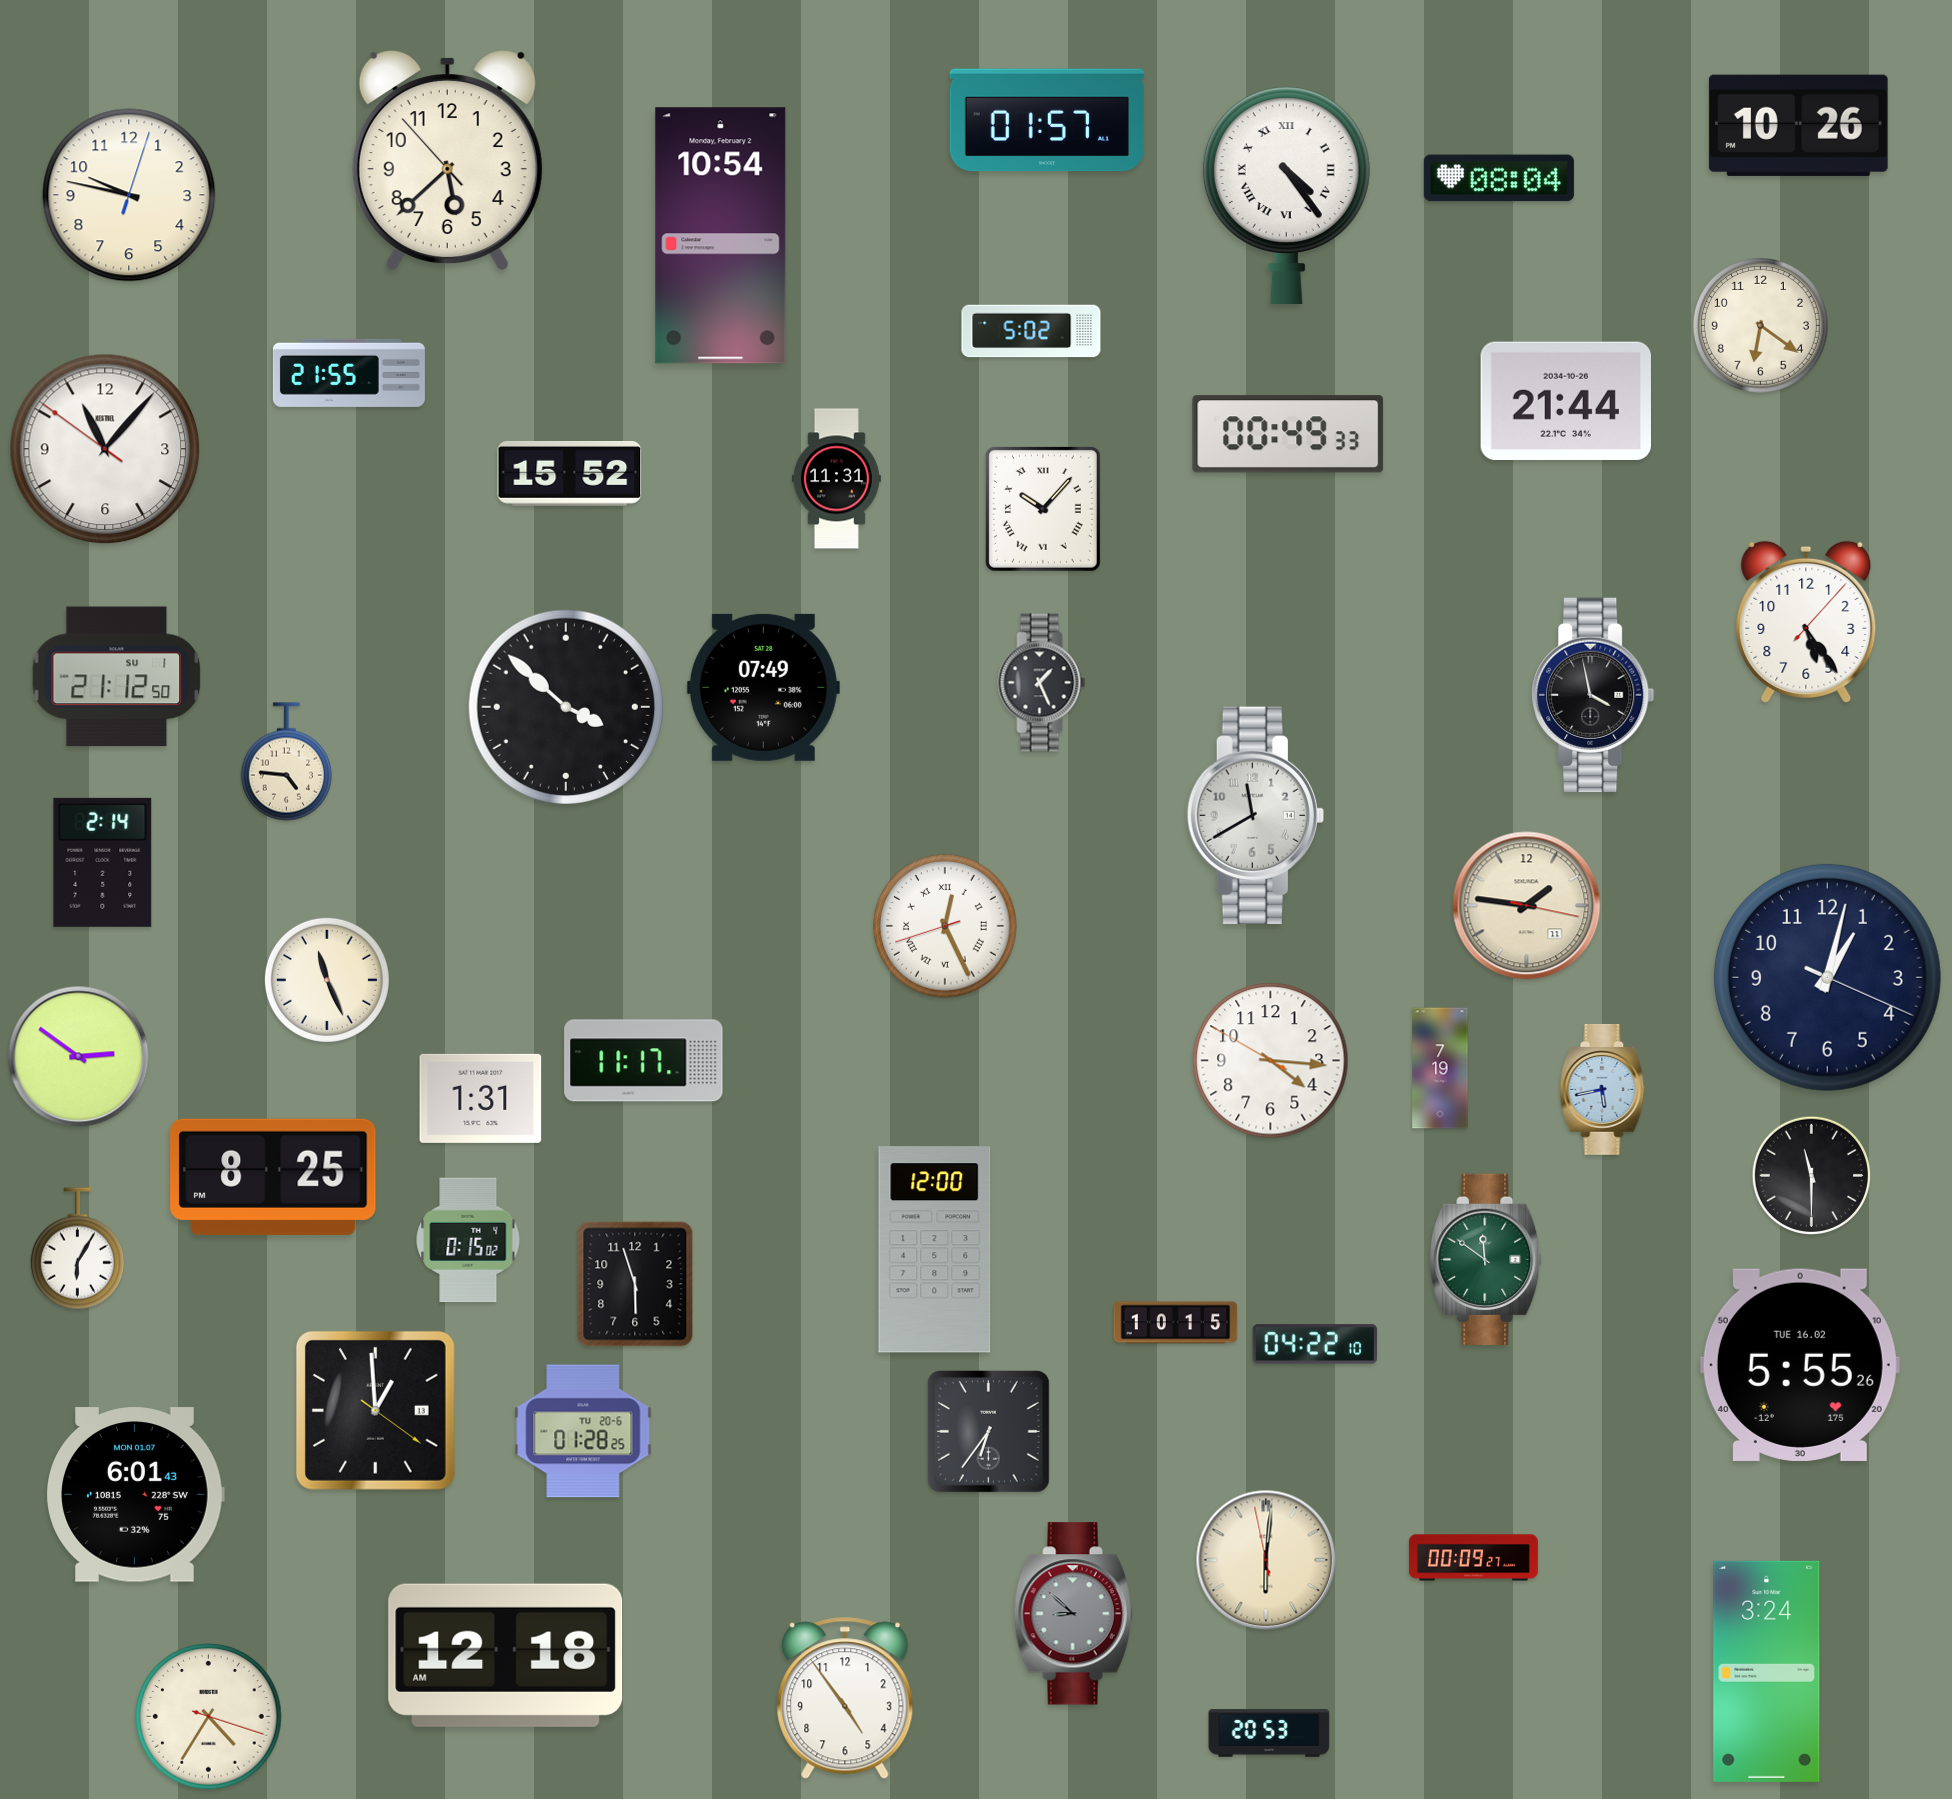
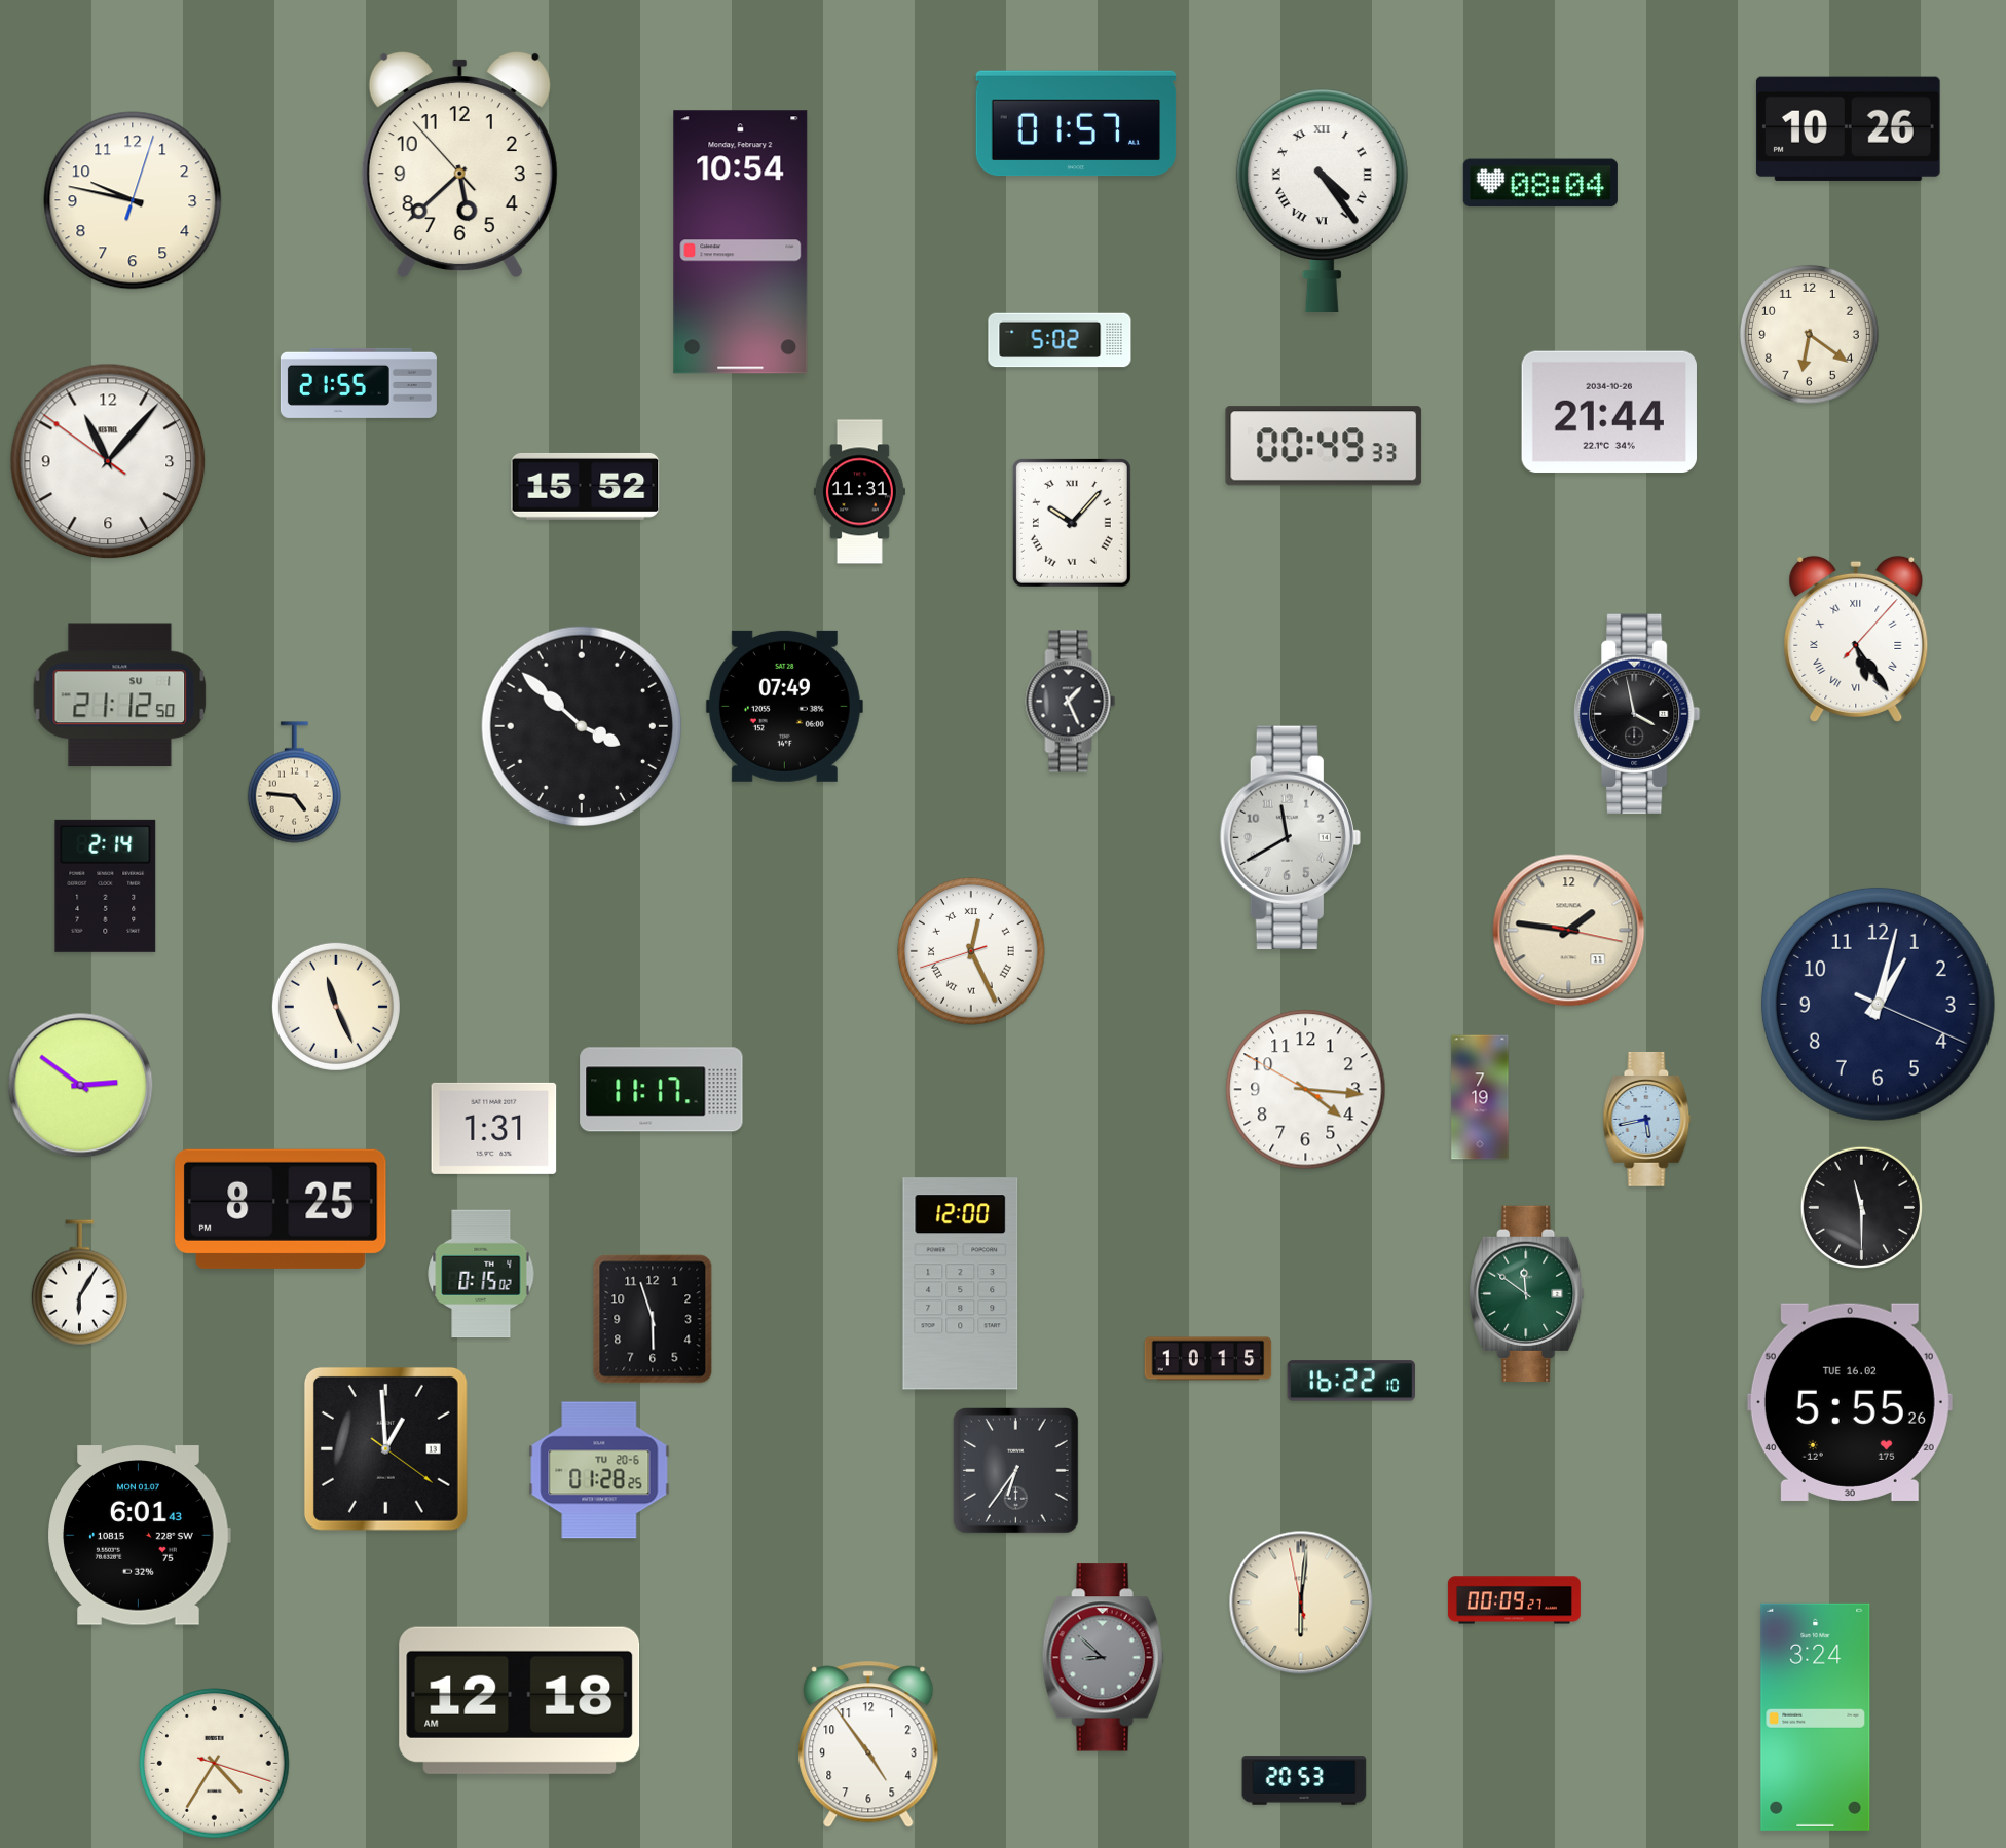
clock at (1806, 622) numerals: Arabic -> Roman
clock at (1315, 1344): 04:22 -> 16:22
